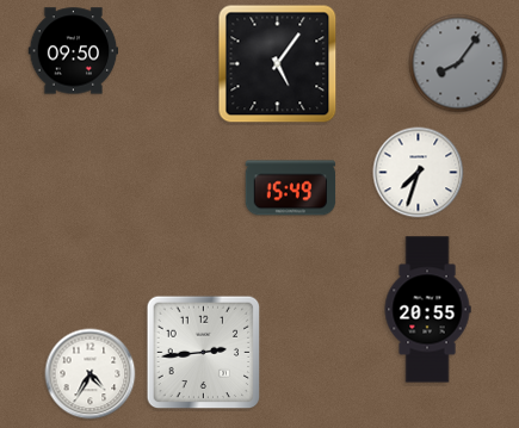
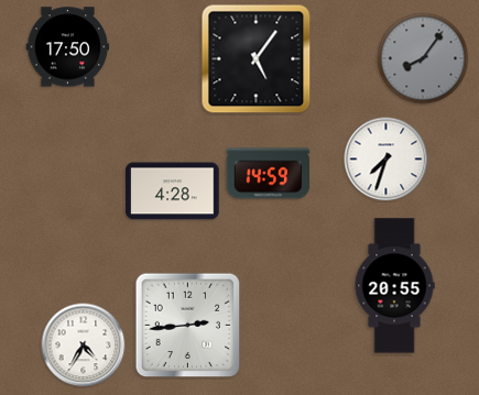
clock at (74, 51): 09:50 -> 17:50
clock at (291, 188): 15:49 -> 14:59
clock at (173, 191): none -> 4:28
